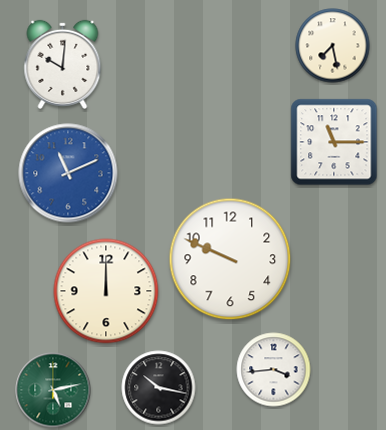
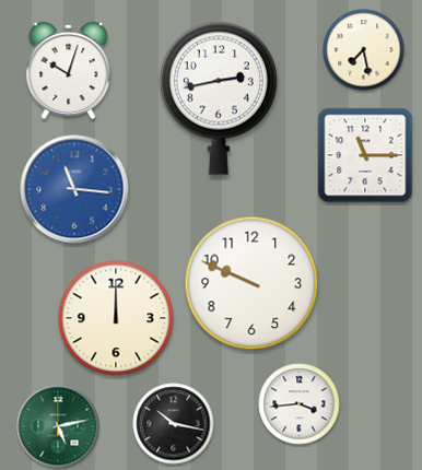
clock at (63, 64): 10:01 -> 10:03
clock at (219, 98): none -> 2:43
clock at (68, 173): 11:11 -> 11:16
